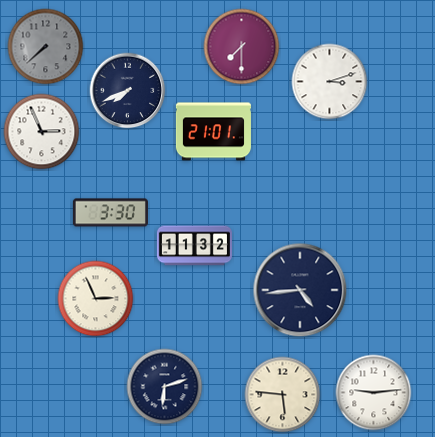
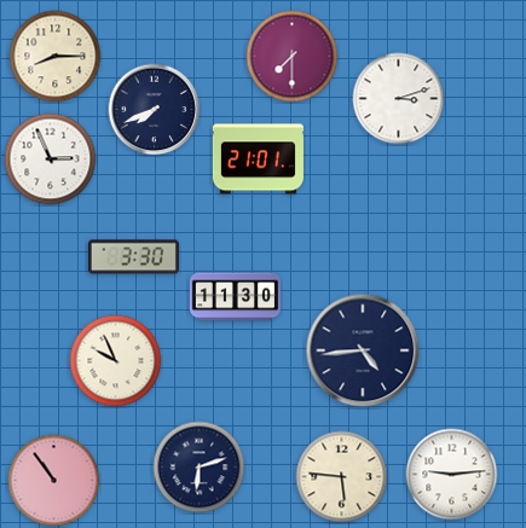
clock at (46, 47): 7:38 -> 8:15
clock at (46, 47) dial: grey -> cream
clock at (194, 246): 11:32 -> 11:30
clock at (96, 299): 2:56 -> 9:56
clock at (54, 481): none -> 10:54
